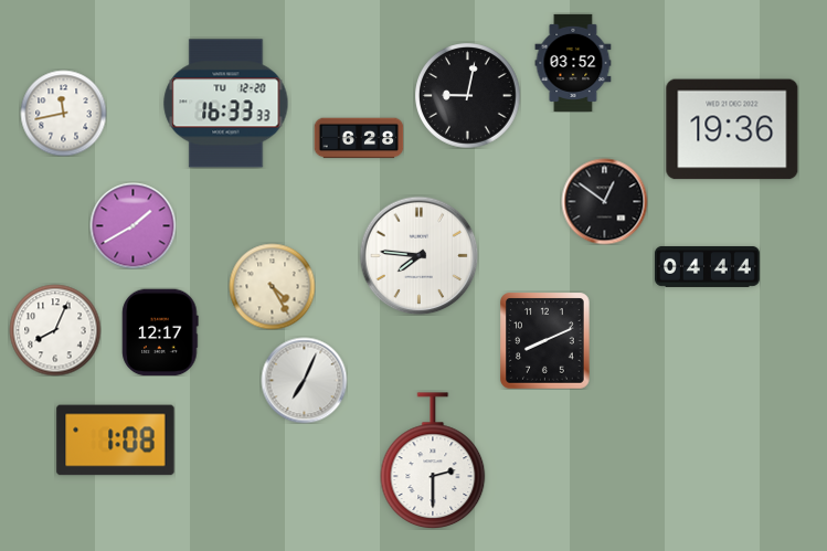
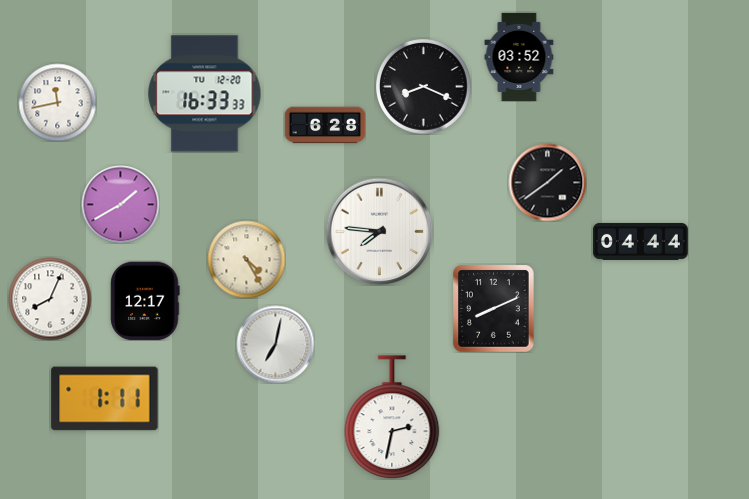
clock at (467, 95): 9:02 -> 8:19
clock at (732, 129): 19:36 -> none
clock at (604, 201): 12:51 -> 1:39
clock at (304, 380): 7:04 -> 7:02
clock at (116, 441): 1:08 -> 1:11
clock at (433, 460): 2:30 -> 2:32
